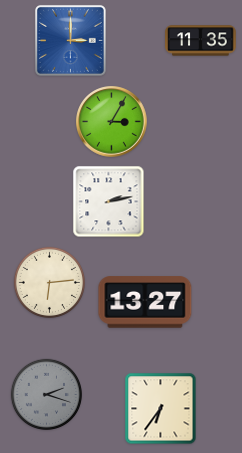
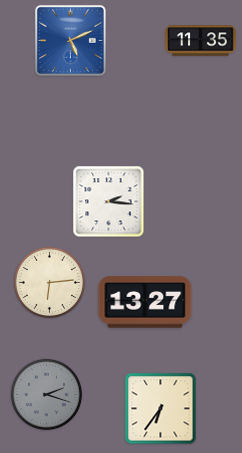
clock at (70, 40): 3:00 -> 5:11
clock at (112, 122): 3:05 -> none
clock at (109, 202): 2:13 -> 2:16
